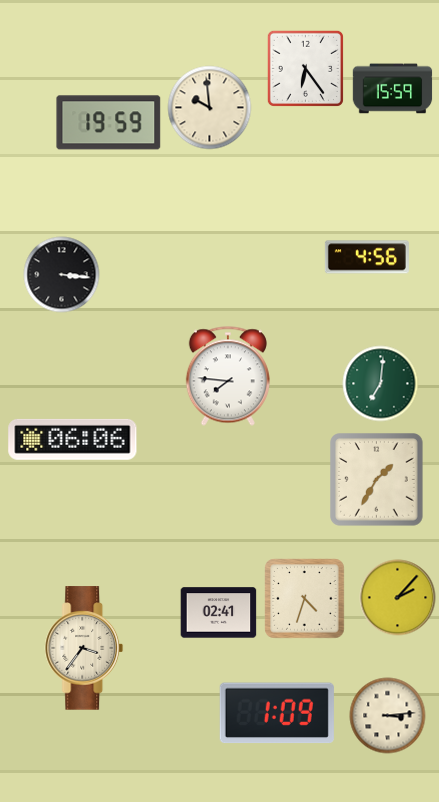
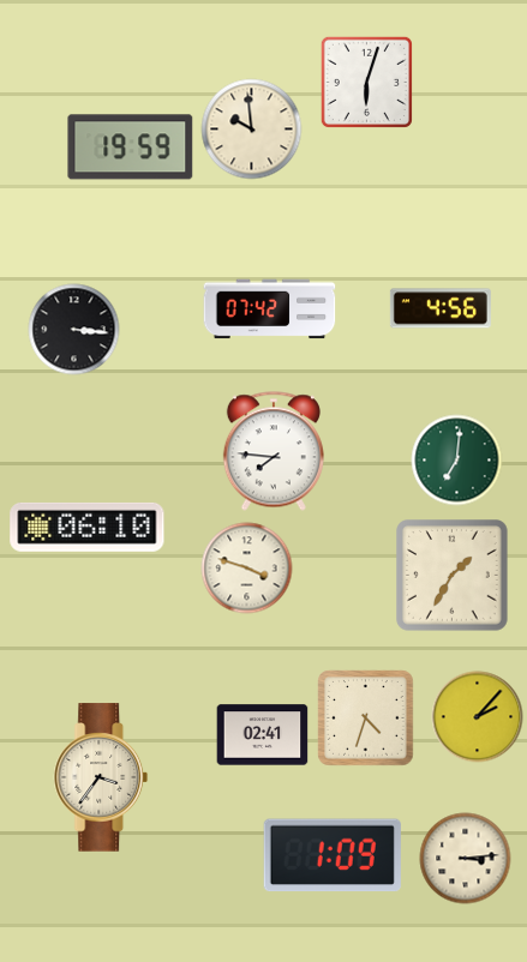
clock at (305, 68): 6:24 -> 6:03
clock at (393, 89): 15:59 -> none
clock at (270, 309): none -> 07:42
clock at (73, 439): 06:06 -> 06:10
clock at (247, 569): none -> 3:48
